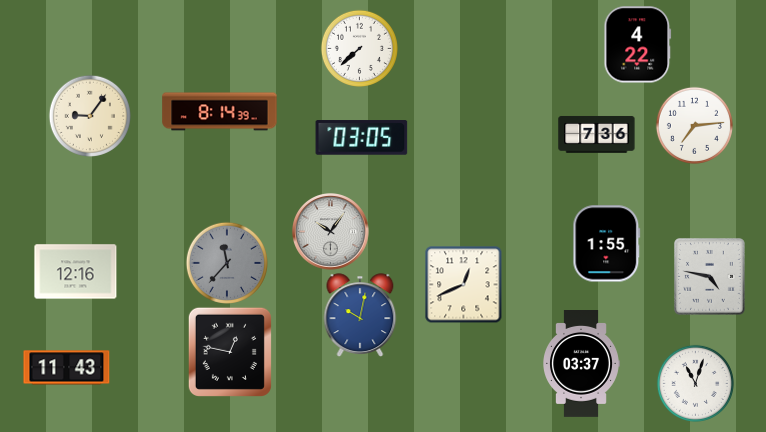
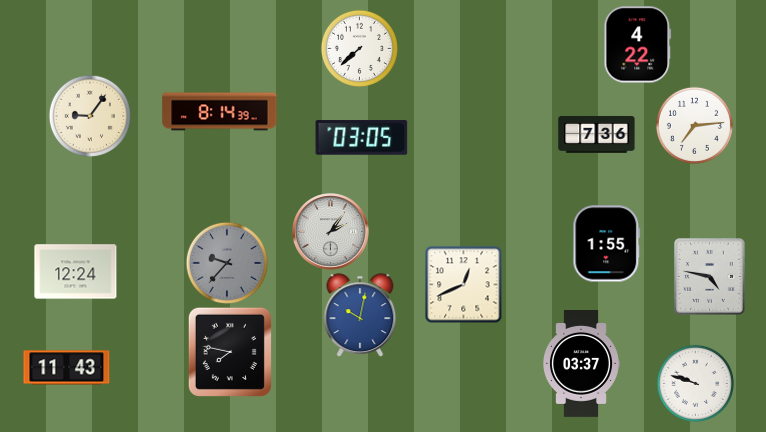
clock at (331, 232): 10:06 -> 2:06
clock at (226, 262): 11:37 -> 9:37
clock at (76, 272): 12:16 -> 12:24
clock at (230, 352): 12:47 -> 7:47
clock at (695, 383): 11:03 -> 9:48
